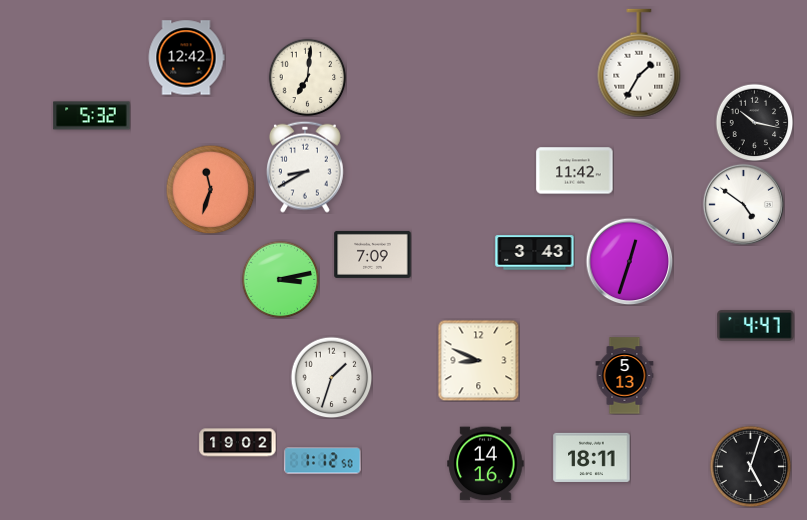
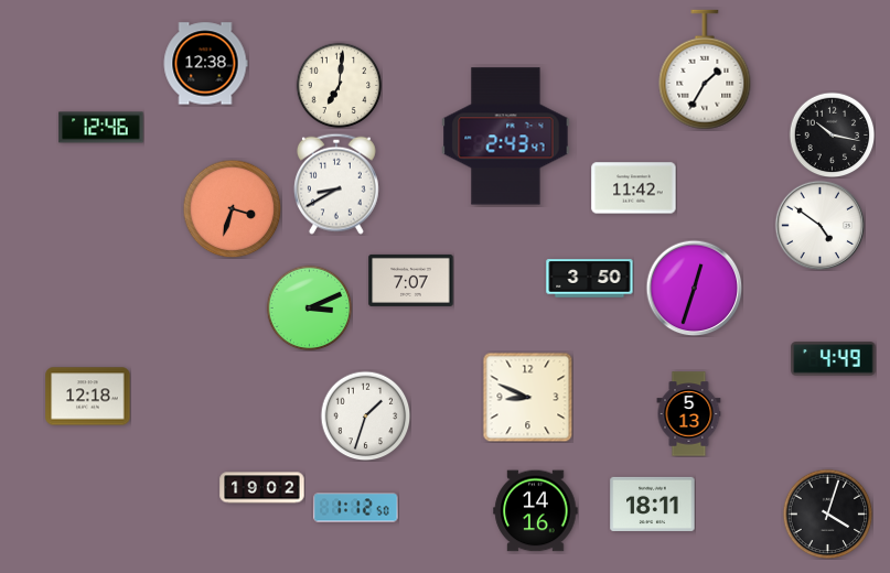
clock at (186, 58): 12:42 -> 12:38
clock at (92, 116): 5:32 -> 12:46
clock at (506, 137): none -> 2:43
clock at (210, 189): 11:33 -> 3:33
clock at (535, 253): 3:43 -> 3:50
clock at (373, 254): 7:09 -> 7:07
clock at (280, 279): 3:13 -> 3:11
clock at (756, 326): 4:47 -> 4:49
clock at (88, 397): none -> 12:18
clock at (750, 466): 5:03 -> 4:03
